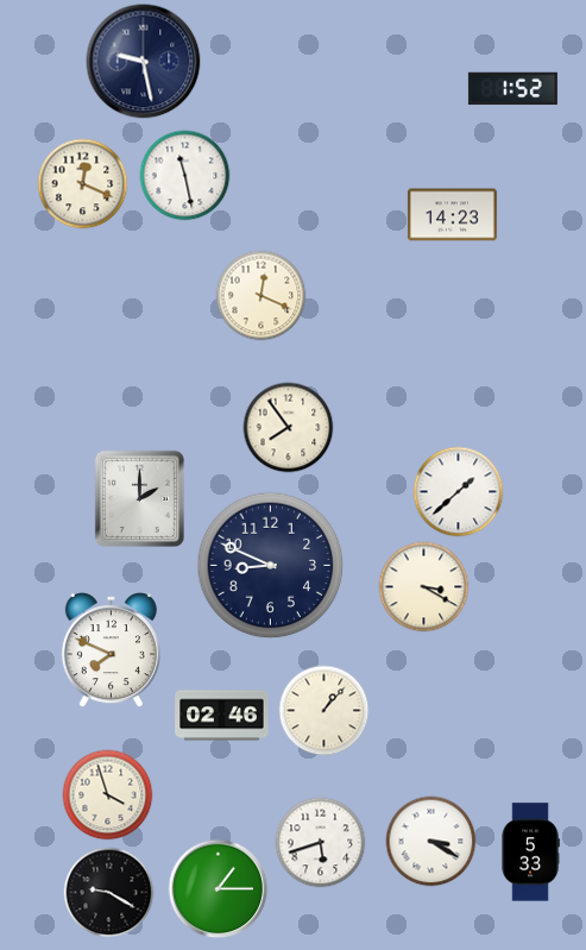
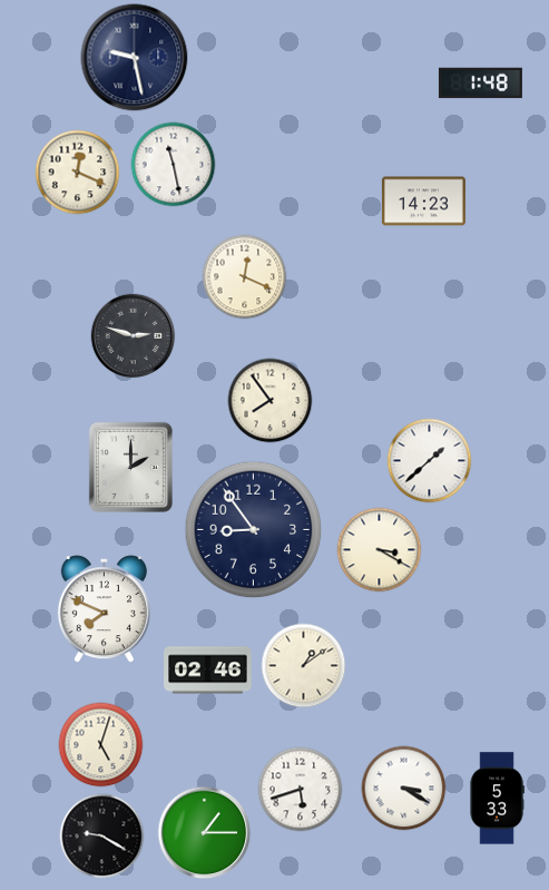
clock at (512, 89): 1:52 -> 1:48
clock at (134, 336): none -> 2:48
clock at (271, 566): 8:49 -> 8:54
clock at (424, 587) position: (424, 587) -> (380, 550)
clock at (324, 711): 1:07 -> 1:09
clock at (108, 795): 3:57 -> 5:03
